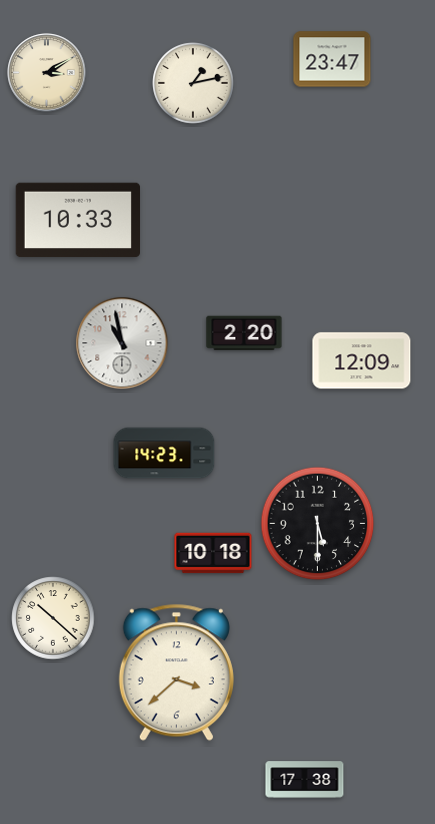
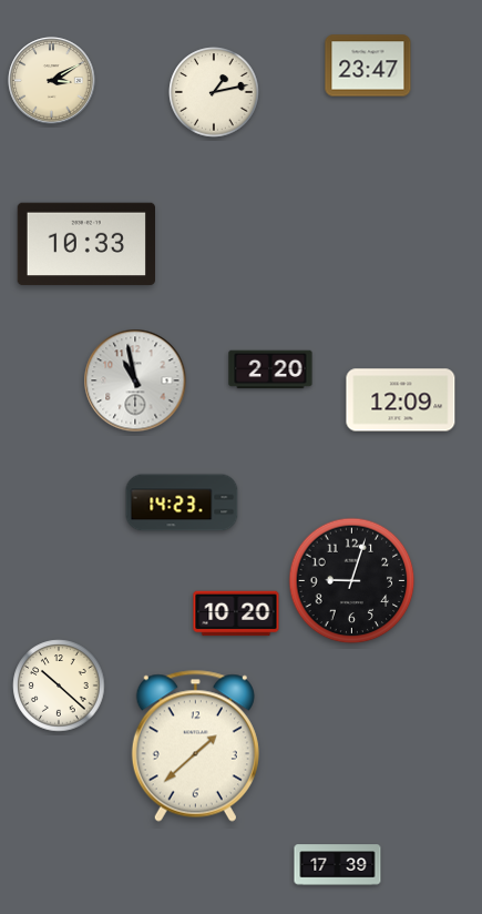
clock at (318, 524): 5:30 -> 9:03
clock at (213, 553): 10:18 -> 10:20
clock at (176, 672): 3:38 -> 1:38
clock at (305, 780): 17:38 -> 17:39
